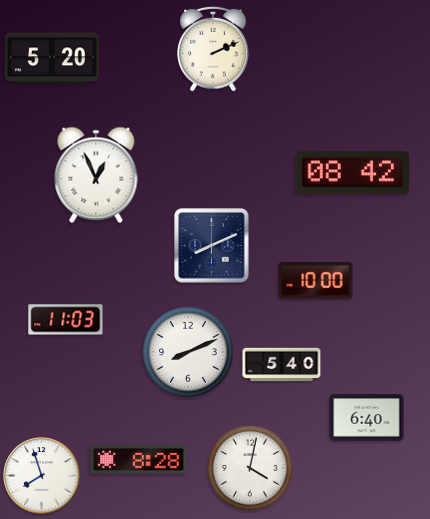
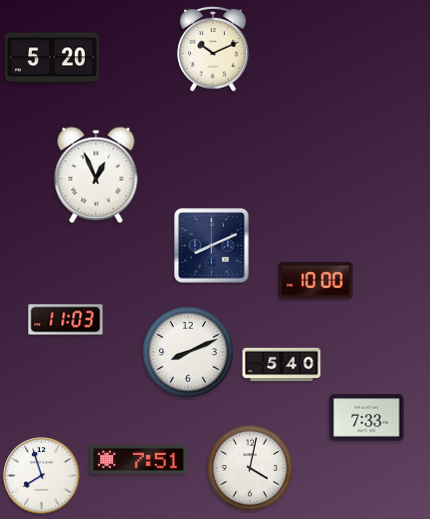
clock at (213, 49): 2:11 -> 10:11
clock at (352, 173): 08:42 -> none
clock at (367, 418): 6:40 -> 7:33
clock at (139, 460): 8:28 -> 7:51
